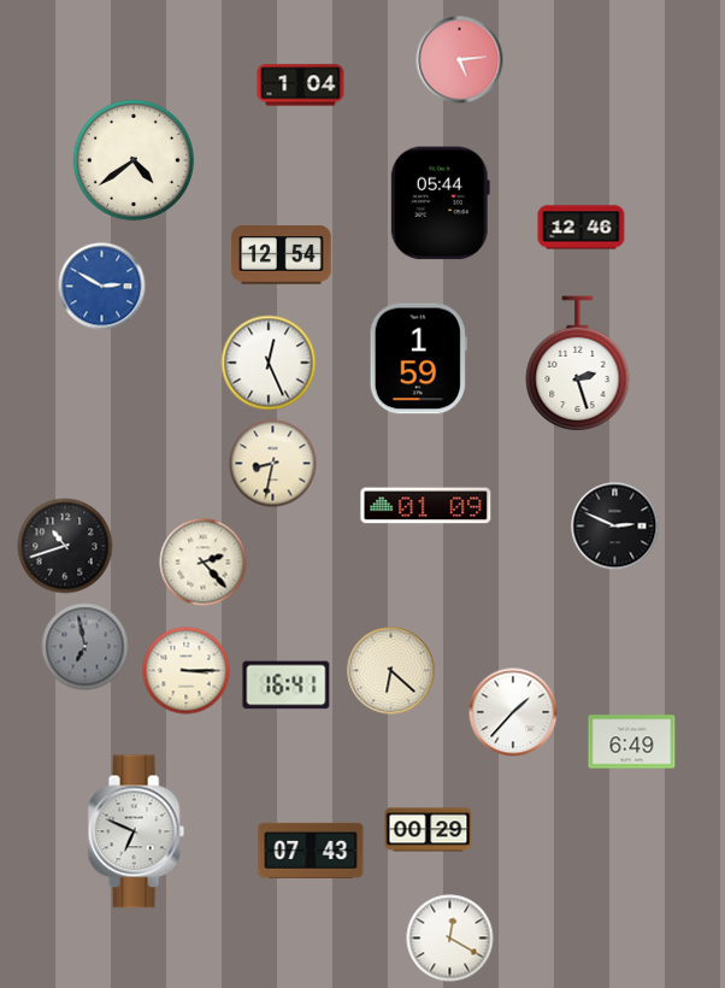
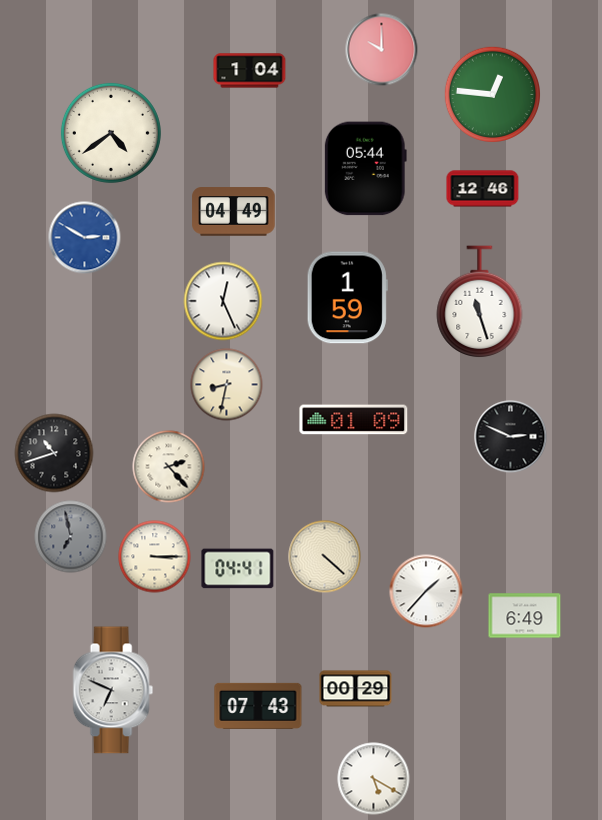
clock at (460, 60): 5:14 -> 10:00
clock at (492, 94): none -> 12:46
clock at (282, 255): 12:54 -> 04:49
clock at (578, 364): 2:27 -> 11:27
clock at (391, 671): 6:22 -> 4:22
clock at (287, 686): 16:41 -> 04:41
clock at (450, 939): 12:20 -> 5:20
